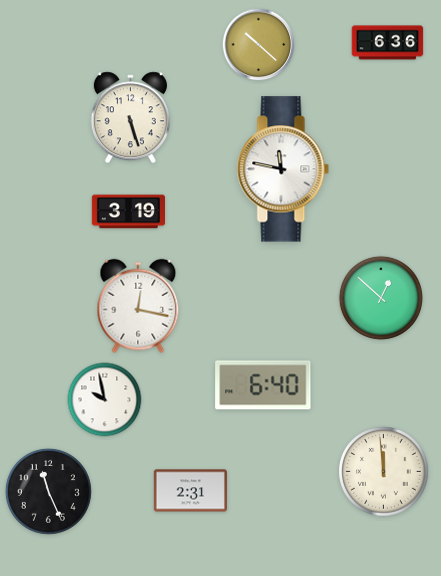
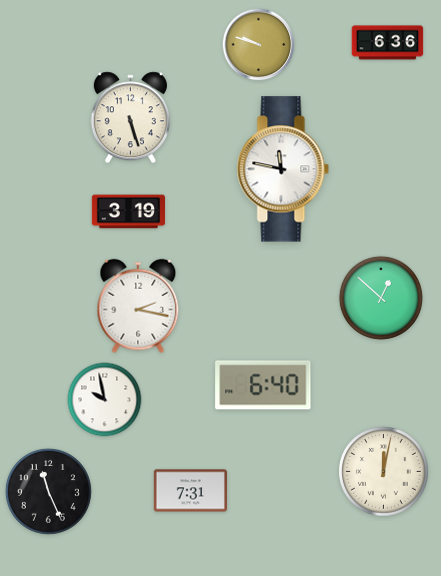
clock at (259, 45): 10:22 -> 9:48
clock at (138, 306): 12:17 -> 2:17
clock at (384, 472): 11:59 -> 12:02
clock at (190, 491): 2:31 -> 7:31
